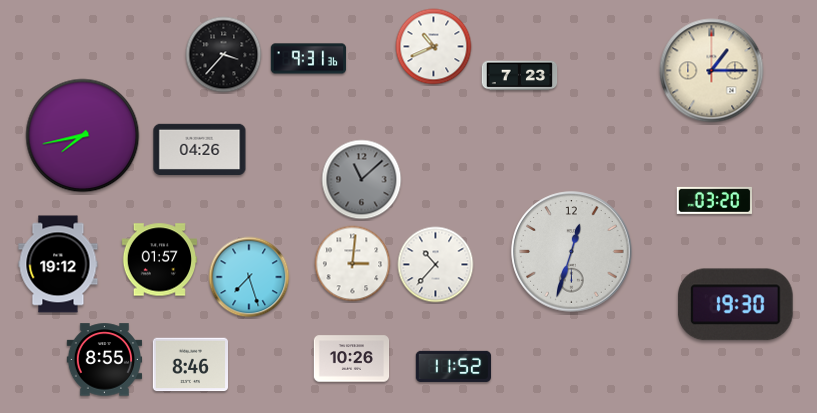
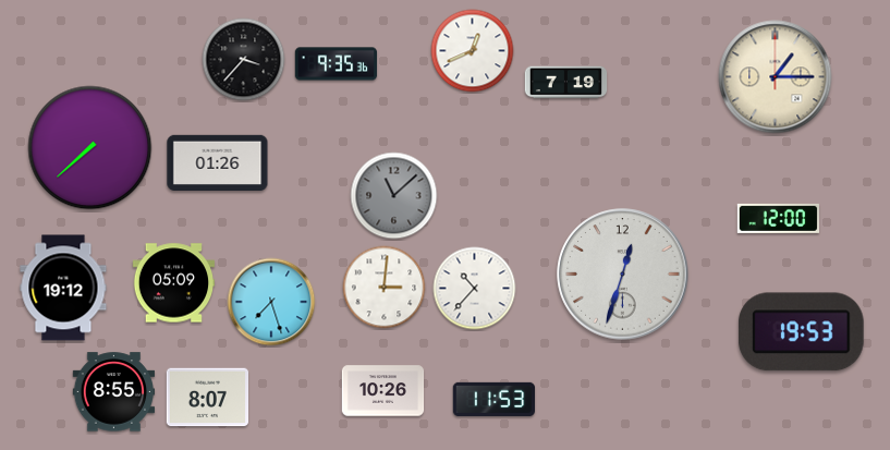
clock at (434, 47): 10:41 -> 12:41
clock at (309, 59): 9:31 -> 9:35
clock at (520, 76): 7:23 -> 7:19
clock at (83, 136): 7:43 -> 7:38
clock at (200, 149): 04:26 -> 01:26
clock at (714, 200): 03:20 -> 12:00
clock at (160, 260): 01:57 -> 05:09
clock at (735, 305): 19:30 -> 19:53
clock at (191, 365): 8:46 -> 8:07
clock at (454, 366): 11:52 -> 11:53
